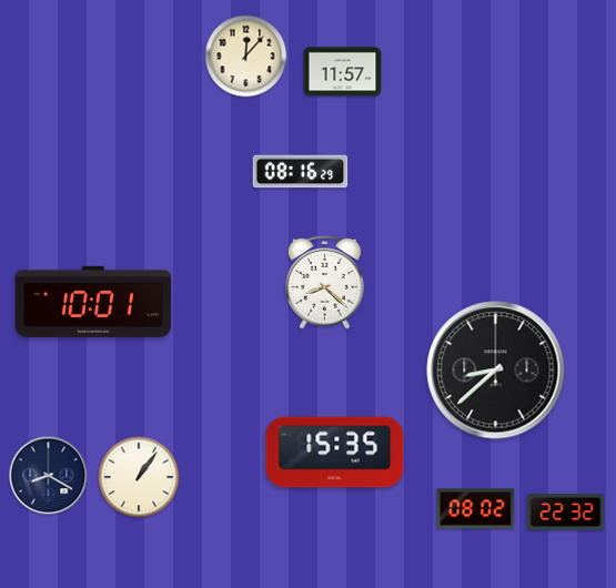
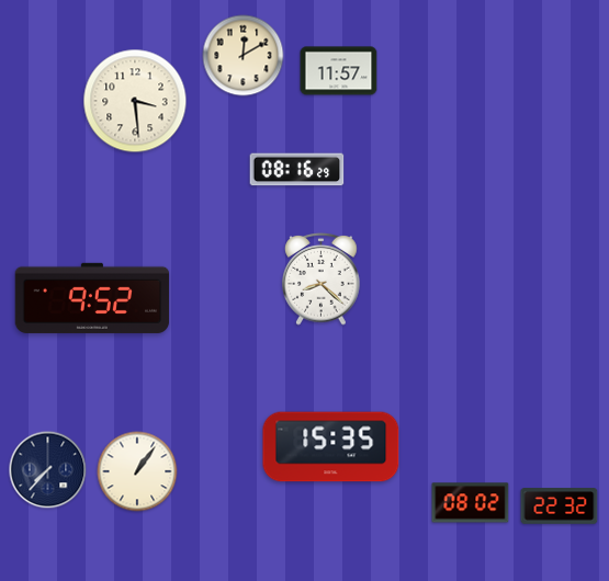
clock at (246, 57): 12:07 -> 12:10
clock at (135, 101): none -> 3:29
clock at (93, 302): 10:01 -> 9:52
clock at (496, 371): 8:38 -> none
clock at (49, 476): 8:20 -> 7:37
